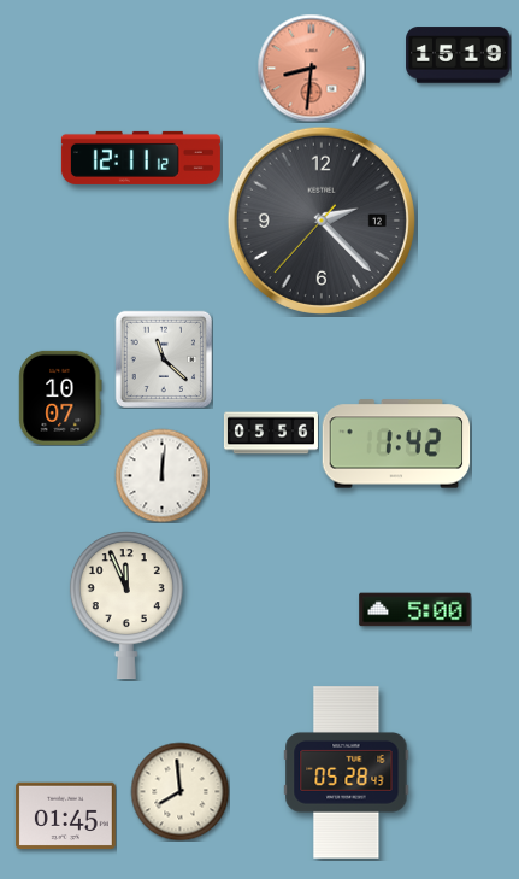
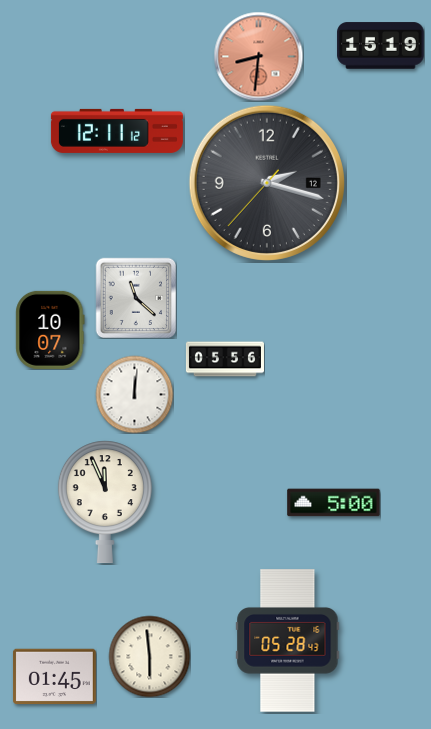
clock at (322, 221): 2:22 -> 2:17
clock at (396, 444): 1:42 -> none
clock at (415, 610) position: (415, 610) -> (334, 503)
clock at (179, 791): 7:59 -> 5:59
